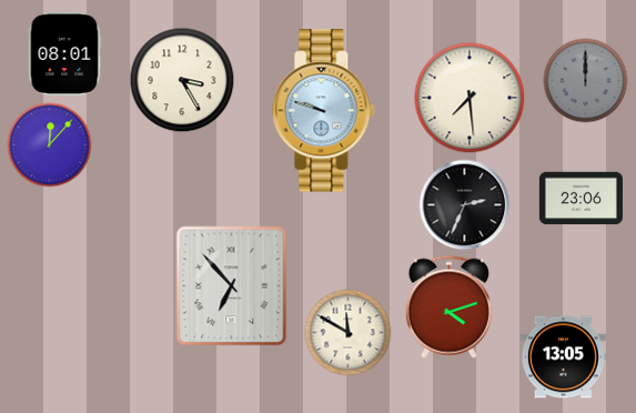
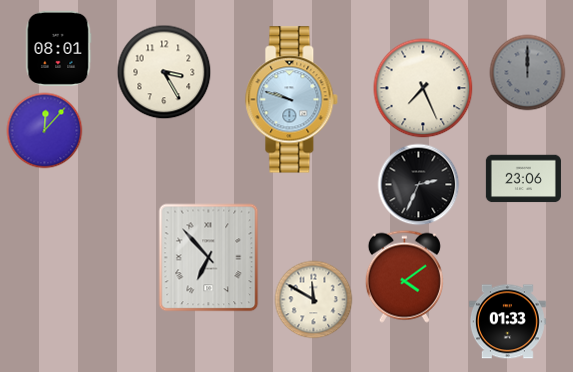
clock at (470, 98): 7:29 -> 7:26
clock at (448, 306): 4:12 -> 4:09
clock at (563, 357): 13:05 -> 01:33
